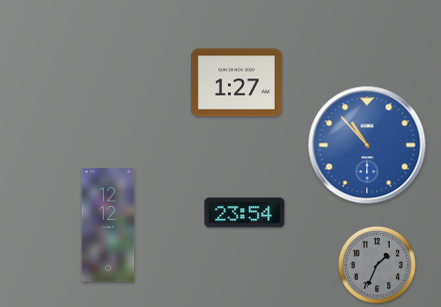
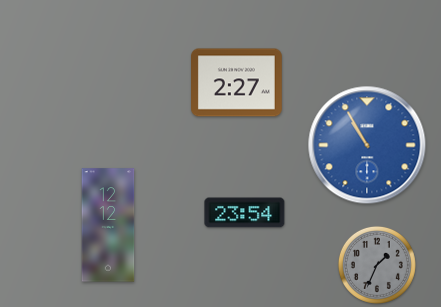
clock at (237, 83): 1:27 -> 2:27
clock at (367, 145): 10:53 -> 10:55
